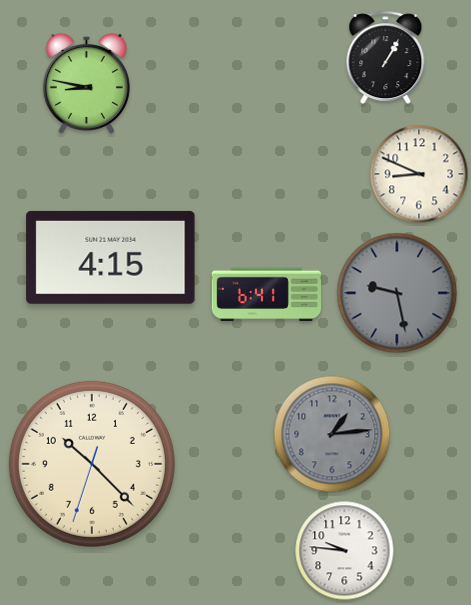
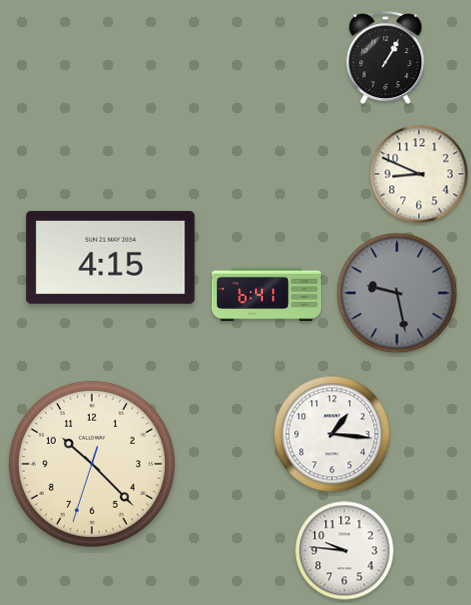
clock at (86, 83): 8:47 -> none
clock at (332, 434): 1:14 -> 1:16
clock at (332, 434) dial: grey -> white
